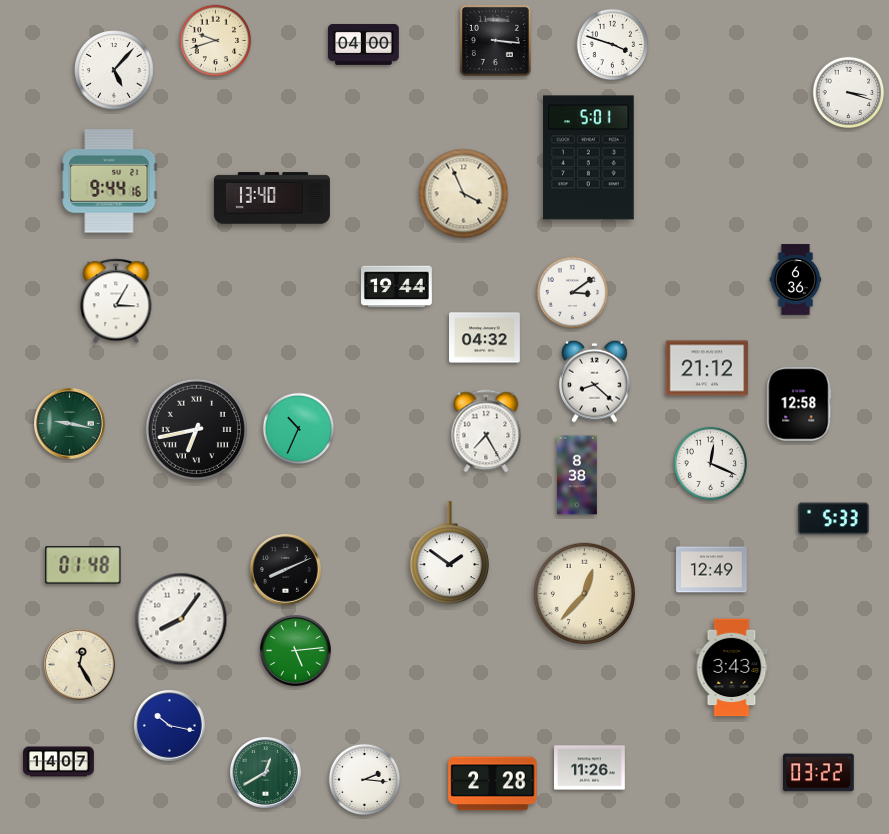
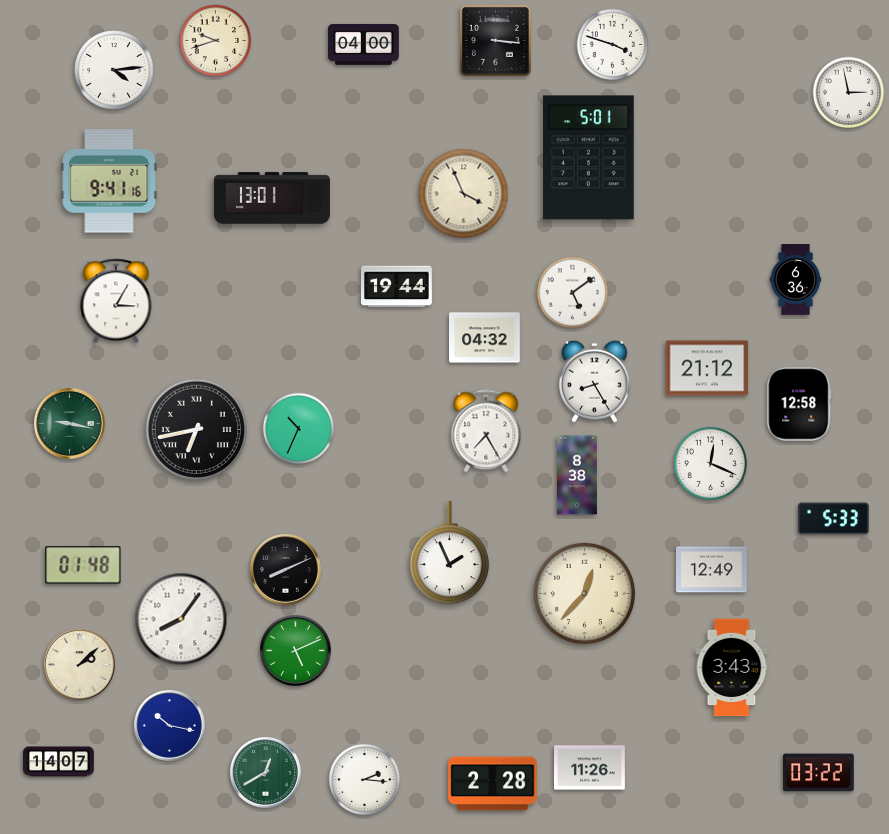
clock at (114, 70): 5:07 -> 4:14
clock at (849, 93): 3:18 -> 2:58
clock at (109, 181): 9:44 -> 9:41
clock at (272, 198): 13:40 -> 13:01
clock at (573, 293): 3:09 -> 5:09
clock at (595, 381): 8:22 -> 8:25
clock at (449, 553): 1:51 -> 1:56
clock at (296, 651): 5:14 -> 5:11
clock at (80, 665): 12:25 -> 2:08
